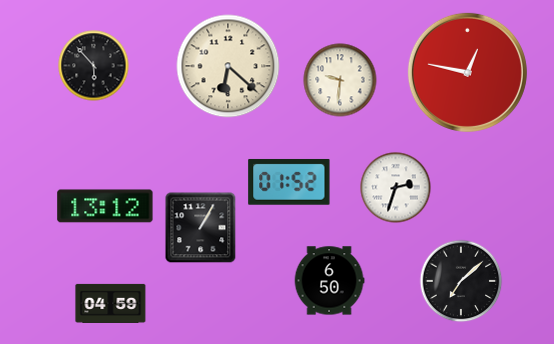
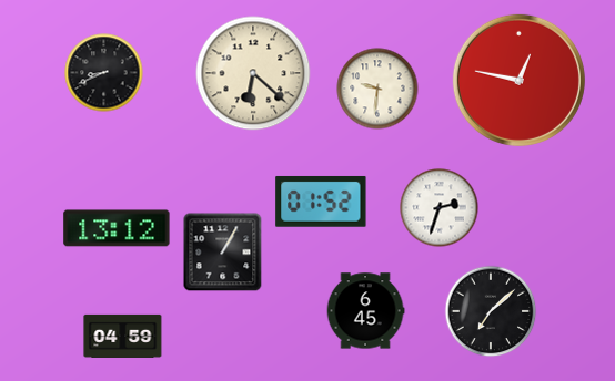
clock at (94, 66): 5:53 -> 8:41
clock at (329, 281): 6:50 -> 6:45
clock at (461, 281) position: (461, 281) -> (491, 311)
